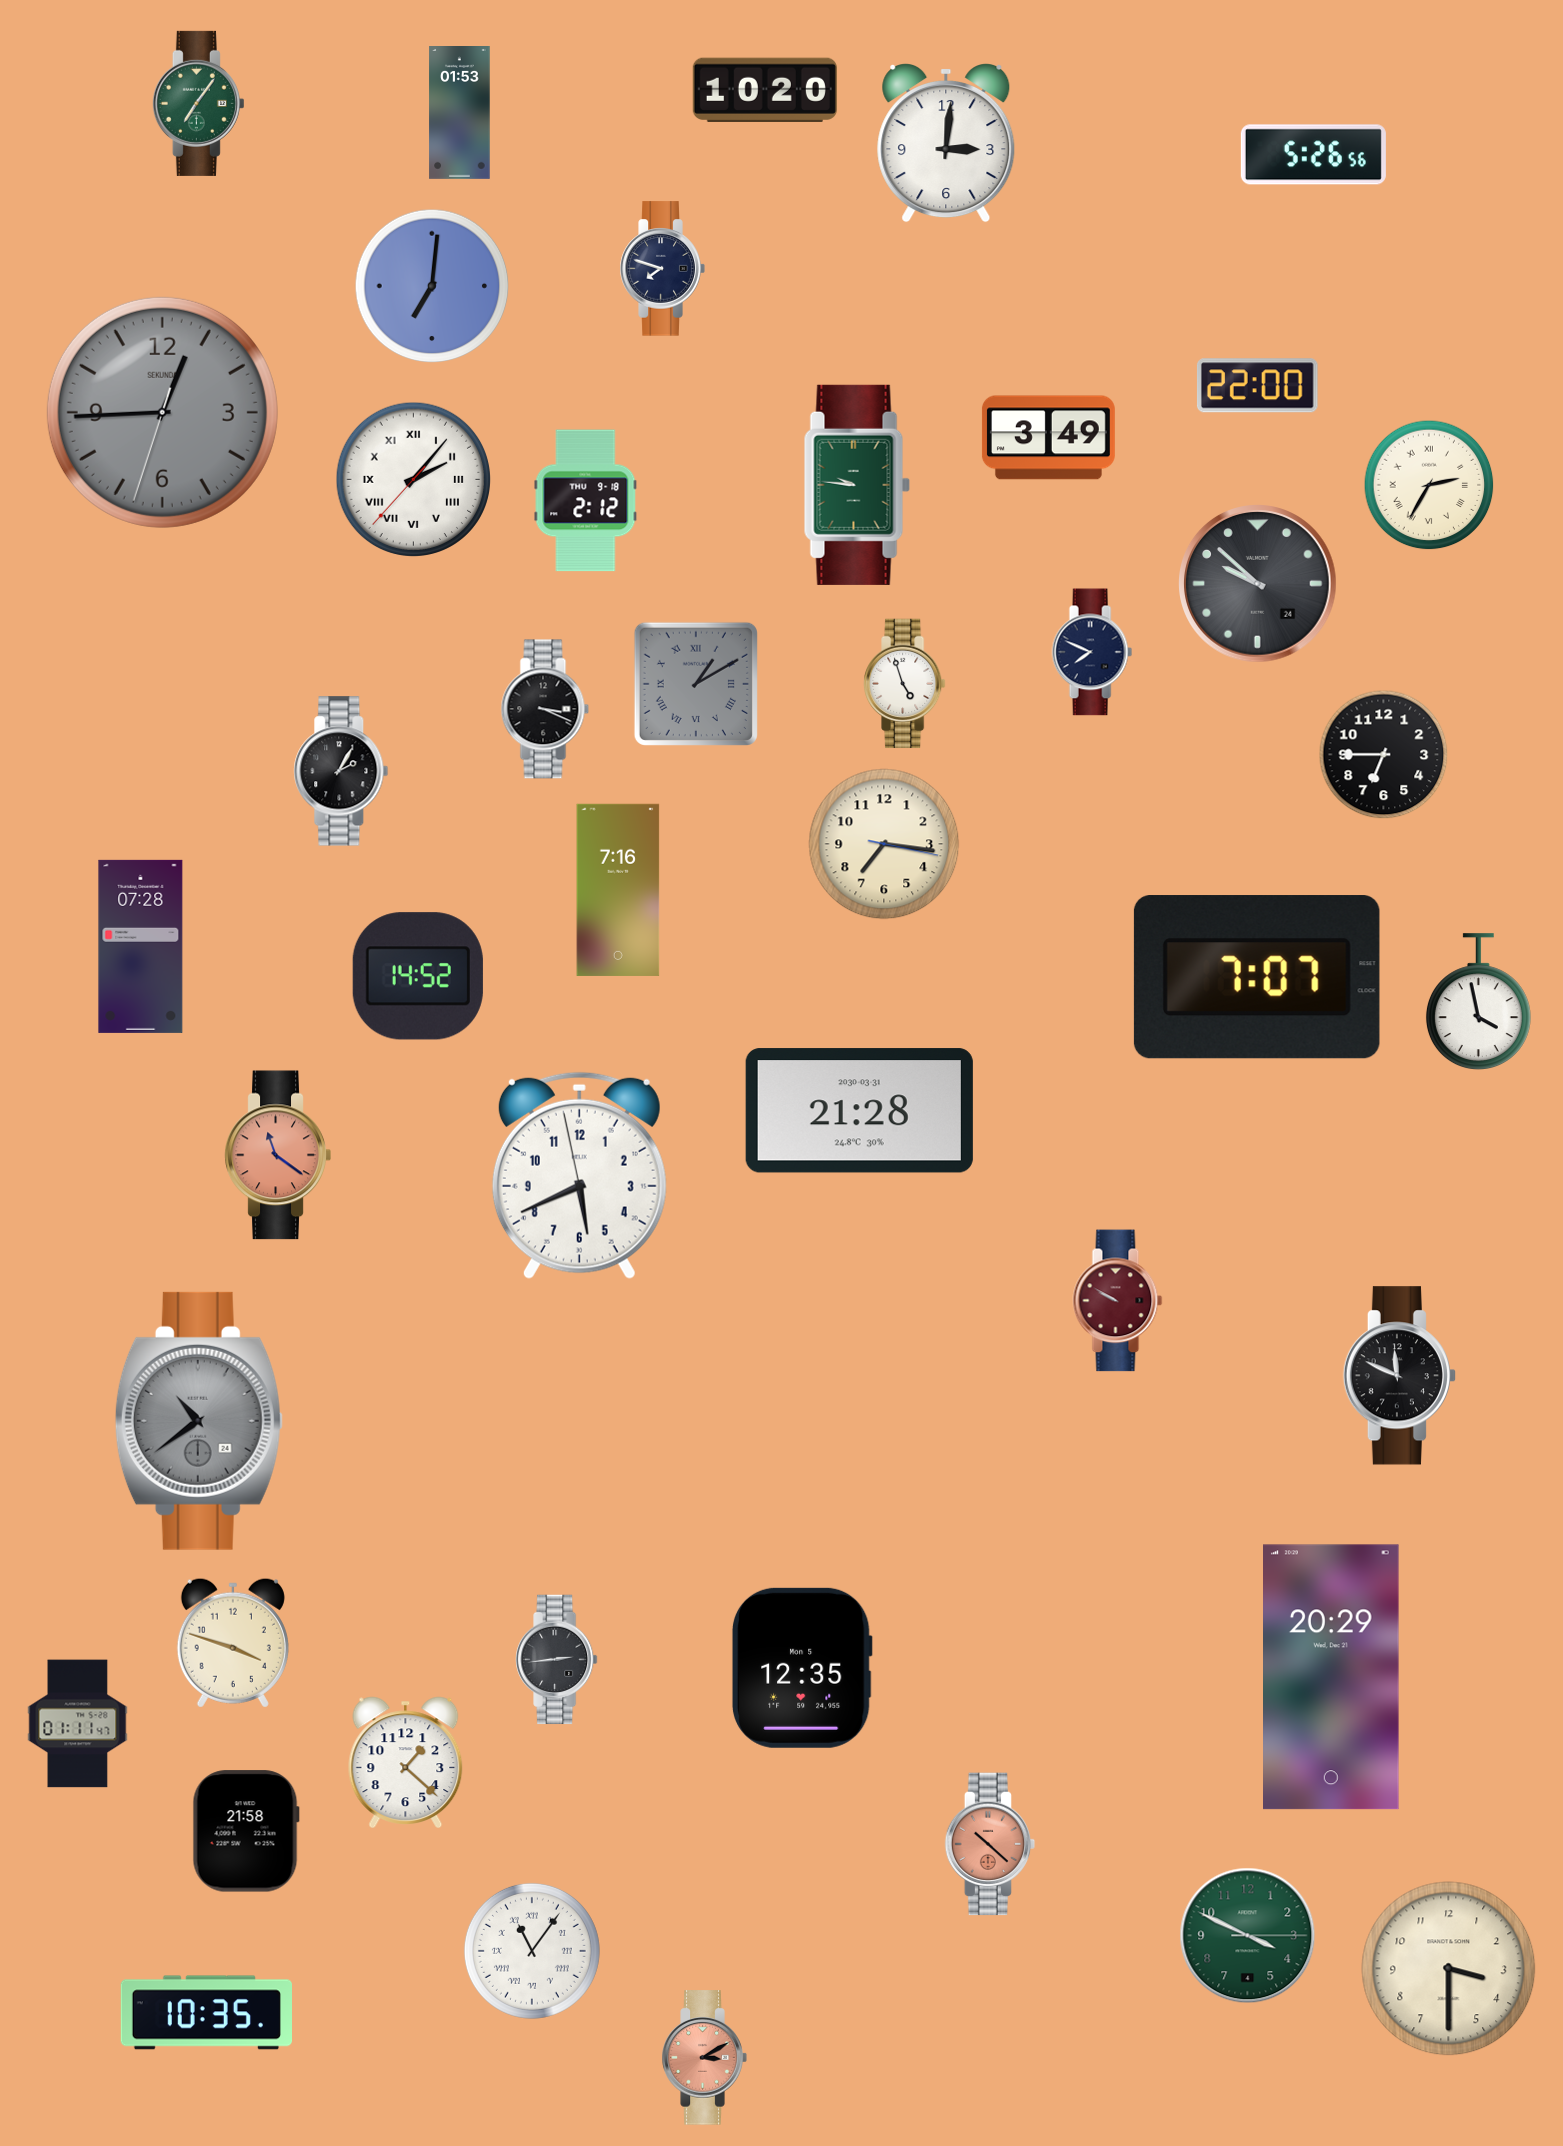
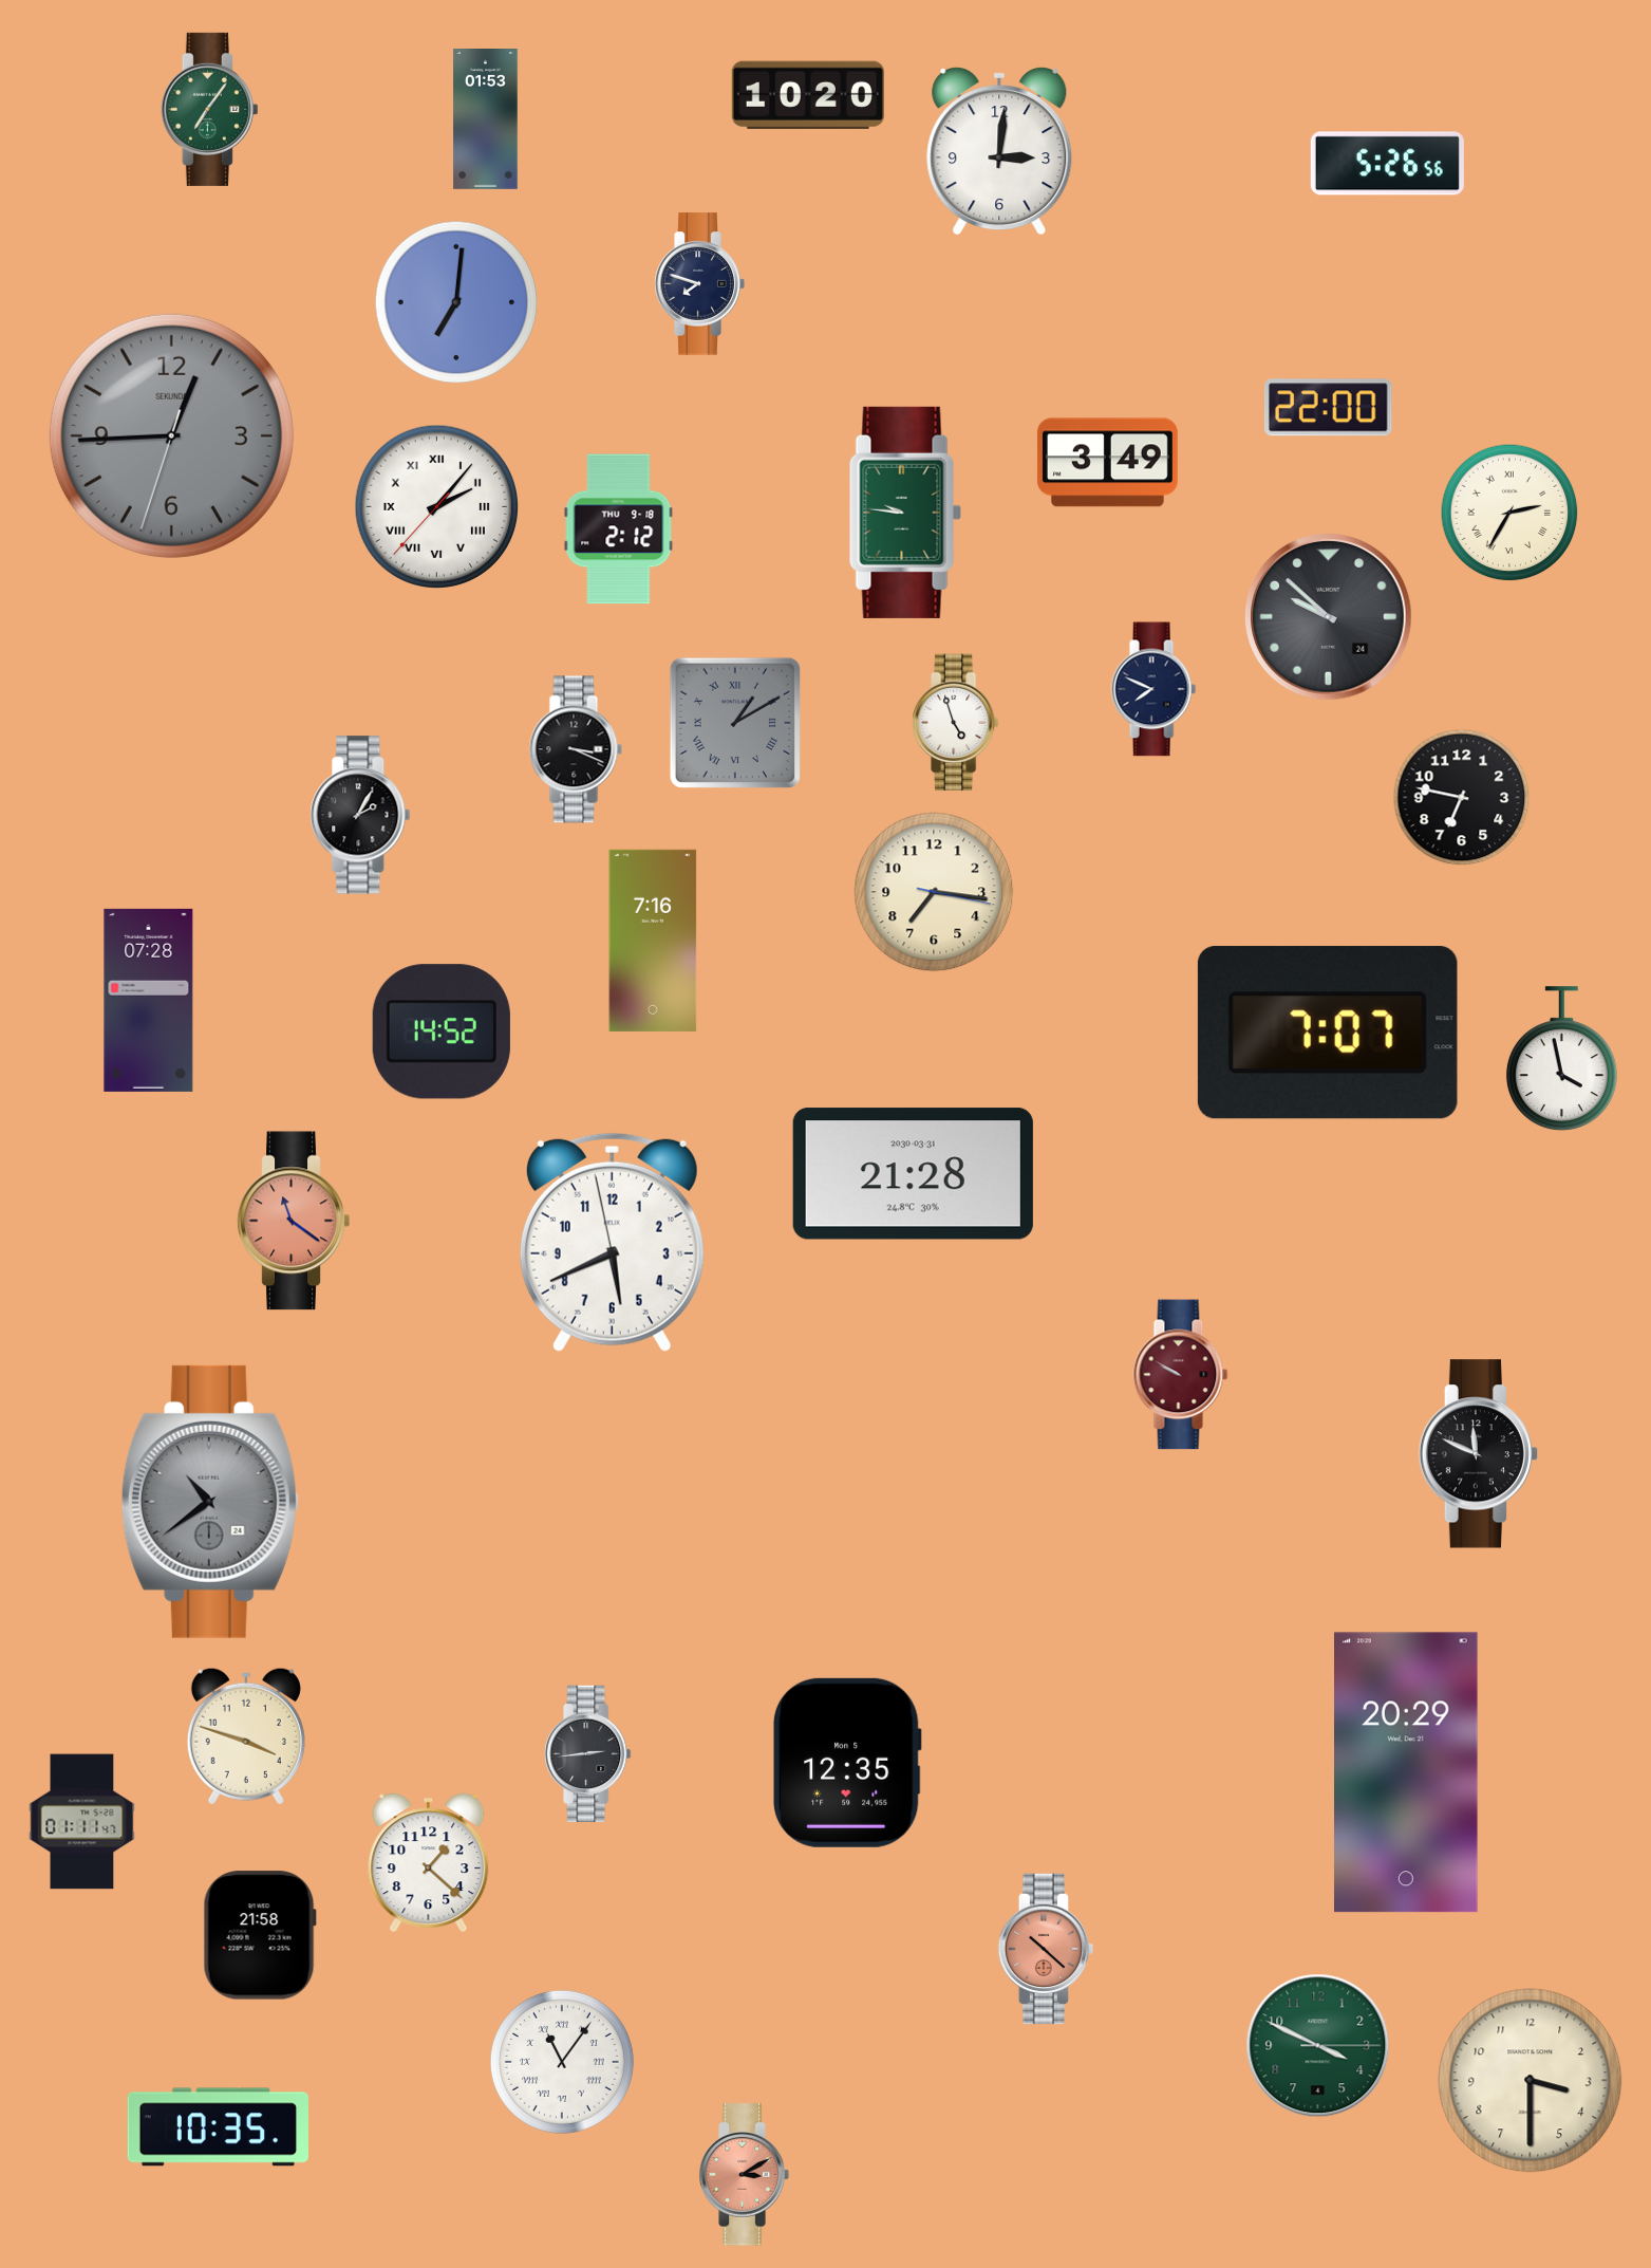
clock at (1384, 755): 6:45 -> 6:47
clock at (859, 1111) position: (859, 1111) -> (913, 1174)
